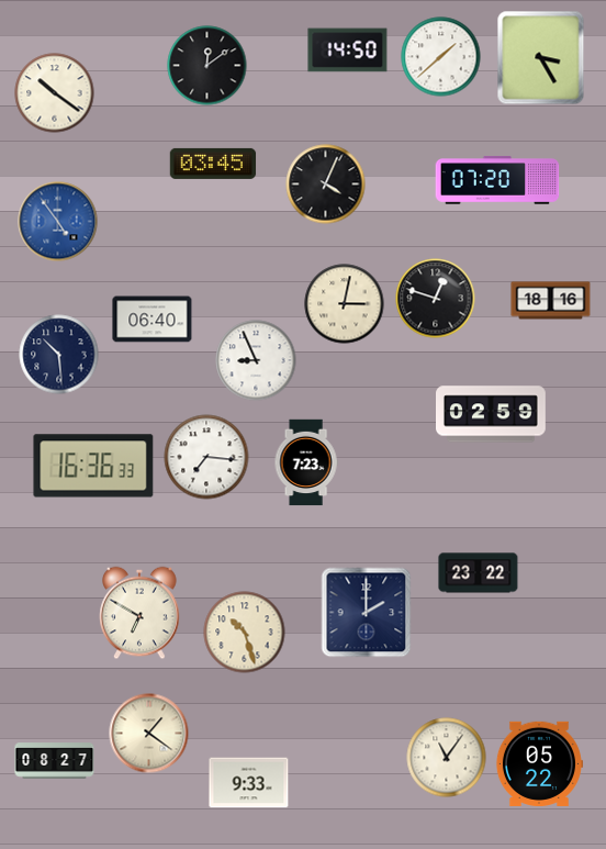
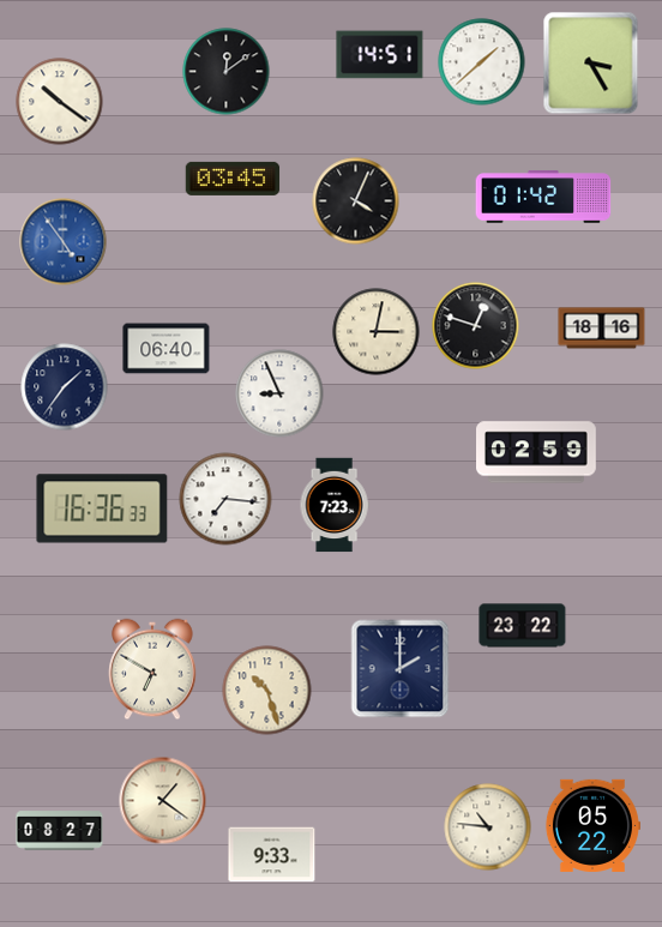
clock at (348, 51): 14:50 -> 14:51
clock at (497, 180): 07:20 -> 01:42
clock at (59, 355): 10:29 -> 1:36
clock at (447, 758): 11:06 -> 10:46
clock at (539, 763) position: (539, 763) -> (592, 825)
